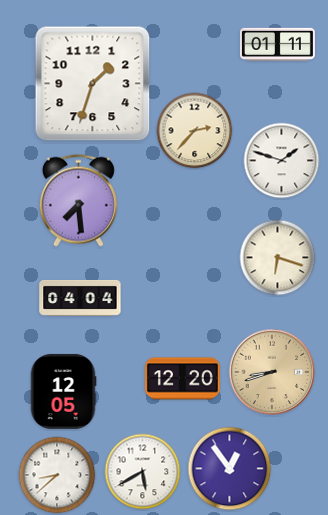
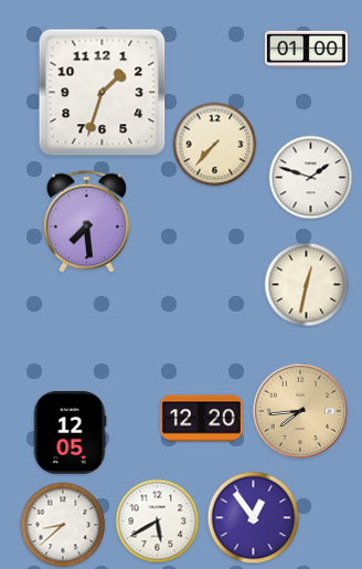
clock at (277, 44): 01:11 -> 01:00
clock at (195, 131): 2:37 -> 7:37
clock at (278, 258): 6:18 -> 12:32
clock at (80, 298): 04:04 -> none
clock at (272, 372): 8:42 -> 7:44
